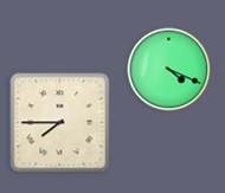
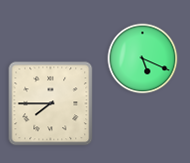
clock at (169, 70): 4:19 -> 5:19
